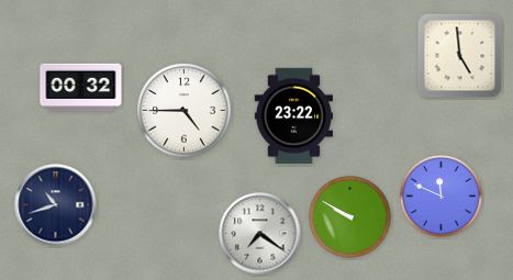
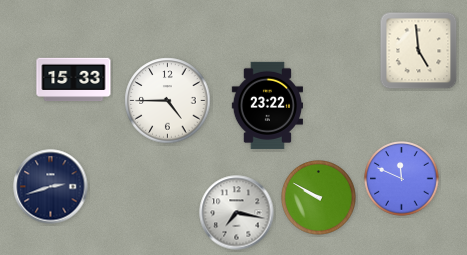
clock at (81, 88): 00:32 -> 15:33
clock at (56, 205): 10:42 -> 2:42
clock at (260, 234): 7:21 -> 7:17
